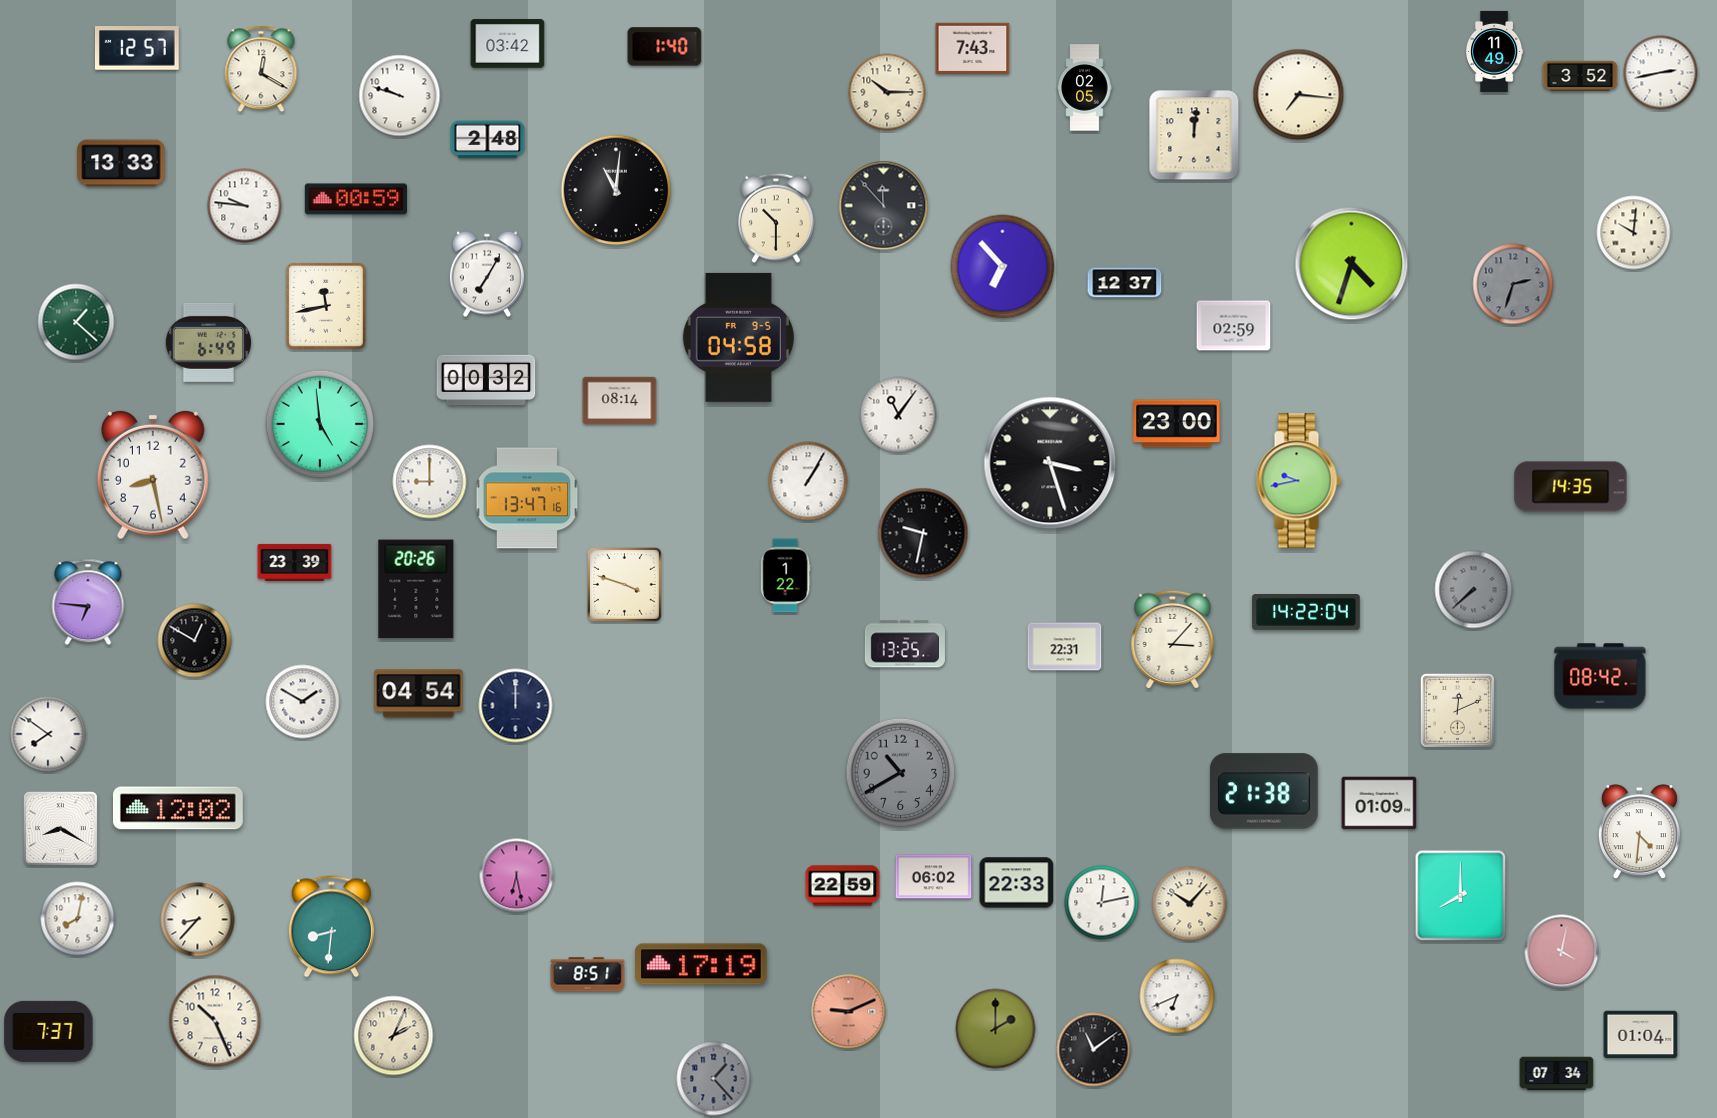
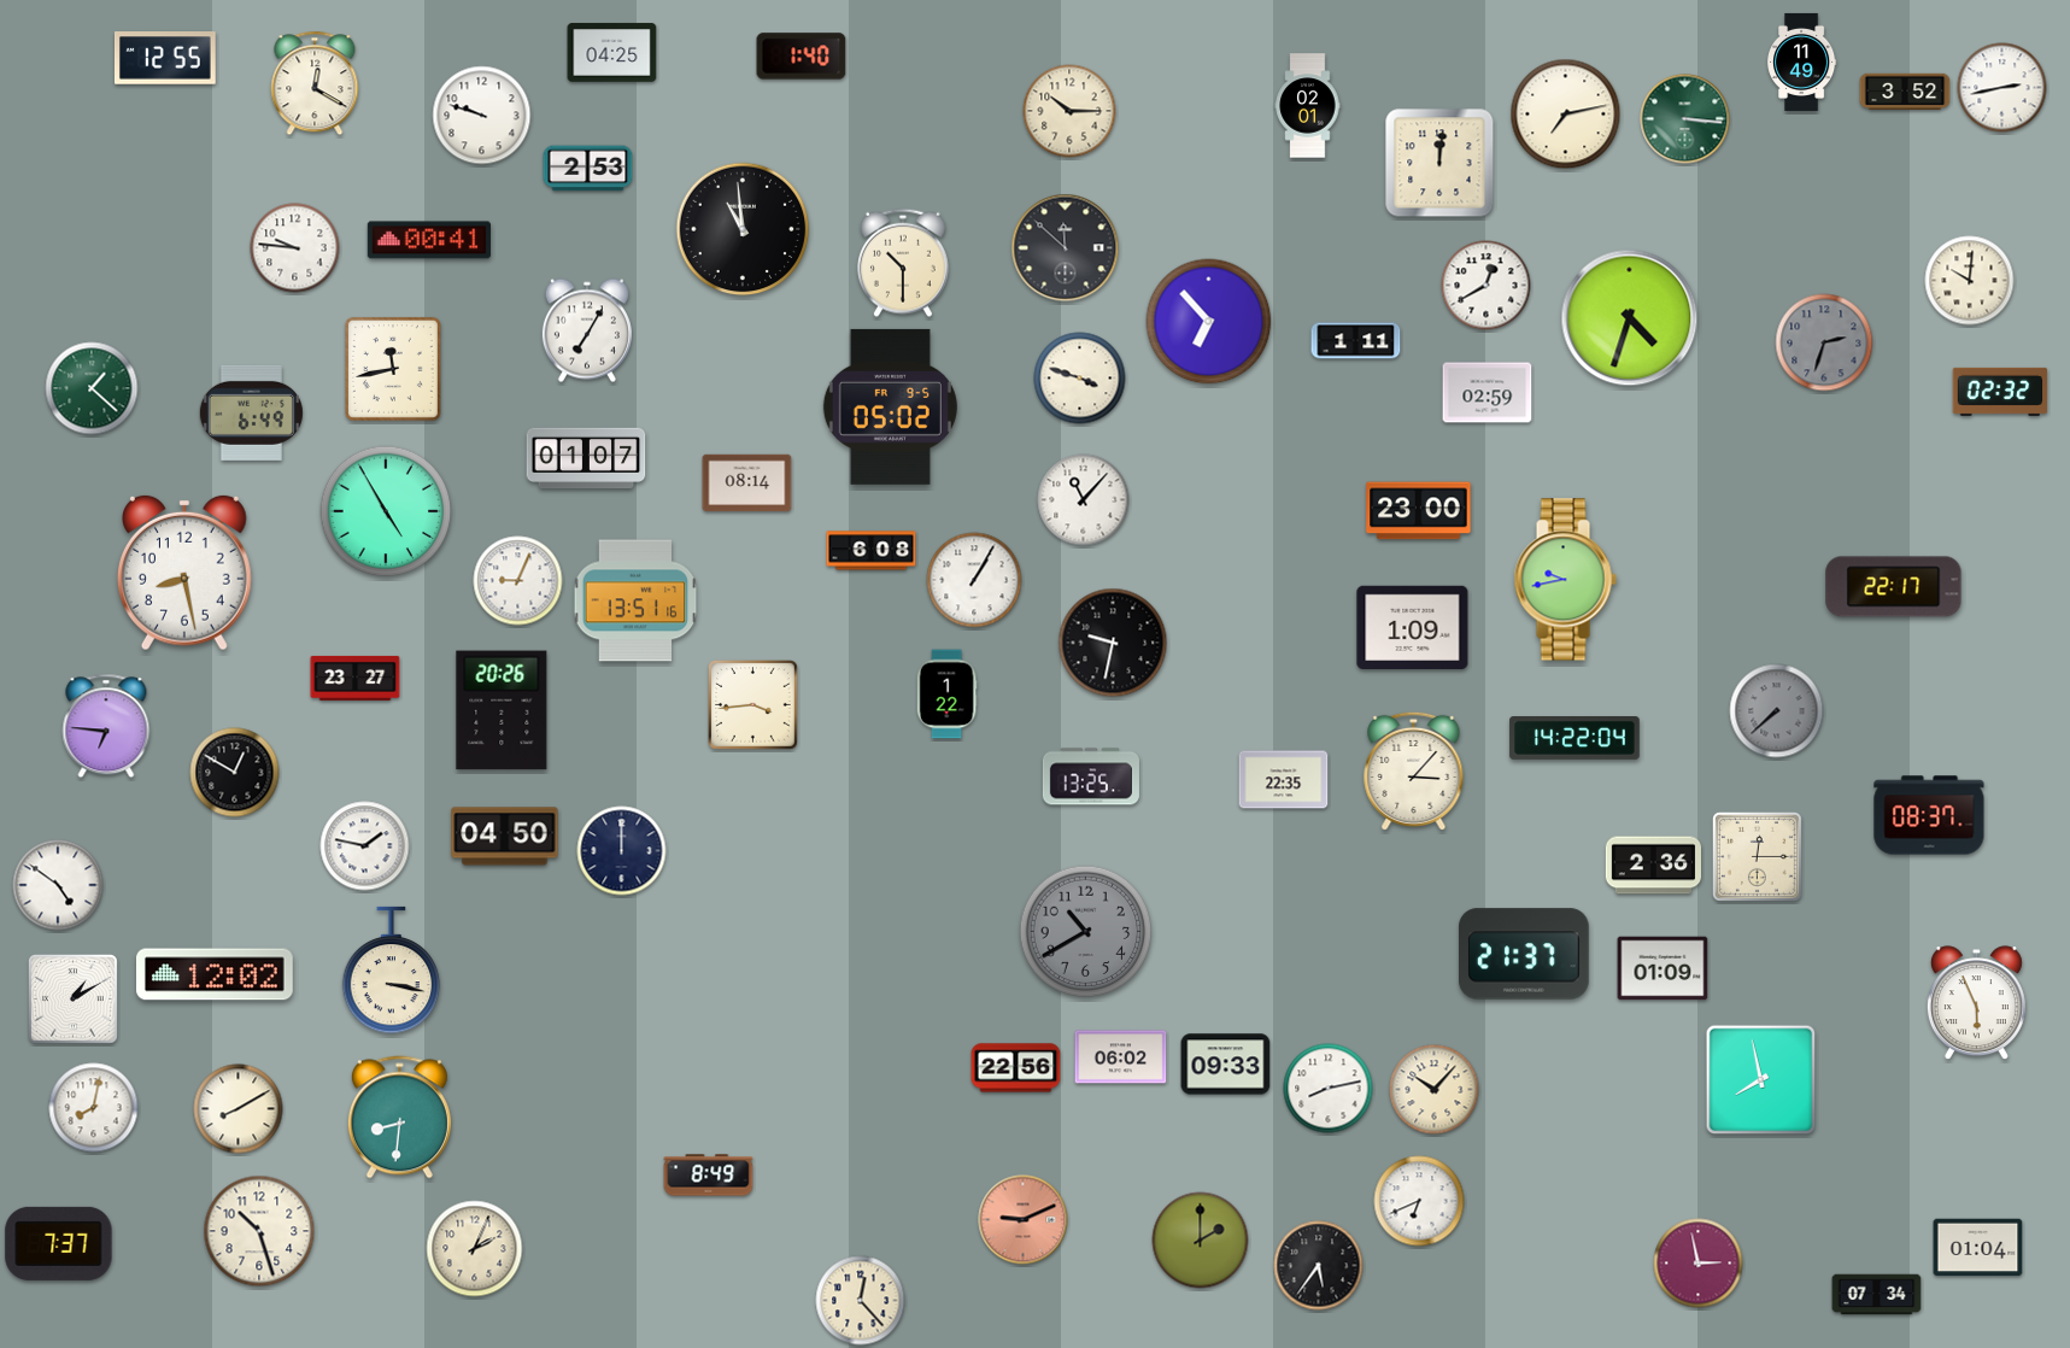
clock at (508, 44): 03:42 -> 04:25
clock at (137, 48): 12:57 -> 12:55
clock at (973, 48): 7:43 -> none
clock at (1085, 88): 02:05 -> 02:01
clock at (1299, 95): 7:16 -> 7:13
clock at (1685, 119): none -> 3:16
clock at (488, 140): 2:48 -> 2:53
clock at (121, 163): 13:33 -> none
clock at (616, 190): 11:01 -> 10:59
clock at (356, 199): 00:59 -> 00:41
clock at (884, 206): 11:53 -> 11:52
clock at (776, 218) position: (776, 218) -> (903, 263)
clock at (1486, 286): none -> 12:40
clock at (1125, 283): 12:37 -> 1:11
clock at (1080, 379): none -> 3:48
clock at (2000, 392): none -> 02:32
clock at (738, 337): 04:58 -> 05:02
clock at (486, 380): 00:32 -> 01:07
clock at (899, 415): 11:06 -> 11:07
clock at (320, 424): 4:59 -> 4:55
clock at (872, 551): none -> 6:08
clock at (1050, 463): 3:27 -> none
clock at (430, 482): 9:00 -> 9:04
clock at (1571, 487): 14:35 -> 22:17
clock at (527, 498): 13:47 -> 13:51
clock at (1413, 627): none -> 1:09
clock at (295, 562): 23:39 -> 23:27
clock at (625, 585): 3:48 -> 3:44
clock at (1065, 647): 22:31 -> 22:35
clock at (1600, 676): 08:42 -> 08:37
clock at (419, 694): 04:54 -> 04:50
clock at (303, 702): 1:50 -> 1:47
clock at (1457, 710): 12:11 -> 12:15
clock at (1653, 866): none -> 2:36
clock at (48, 734): 7:51 -> 4:51
clock at (1264, 791): 21:38 -> 21:37
clock at (392, 971): none -> 3:17
clock at (60, 828): 8:20 -> 1:10
clock at (1639, 832): 4:31 -> 5:56
clock at (517, 876): 6:28 -> none
clock at (934, 877) position: (934, 877) -> (1121, 1057)
clock at (1017, 883): 22:33 -> 09:33
clock at (843, 886): 22:59 -> 22:56
clock at (1461, 896): 8:00 -> 7:58
clock at (1102, 903): 12:13 -> 8:13
clock at (198, 920): 8:37 -> 8:10
clock at (1562, 952): 4:02 -> none
clock at (701, 964): 17:19 -> none
clock at (588, 975): 8:51 -> 8:49
clock at (215, 1021): 10:26 -> 10:27
clock at (1699, 1264): none -> 2:58
clock at (1094, 1050): 11:09 -> 5:36
clock at (714, 1079): 1:23 -> 12:23
clock at (714, 1079) dial: grey -> cream
